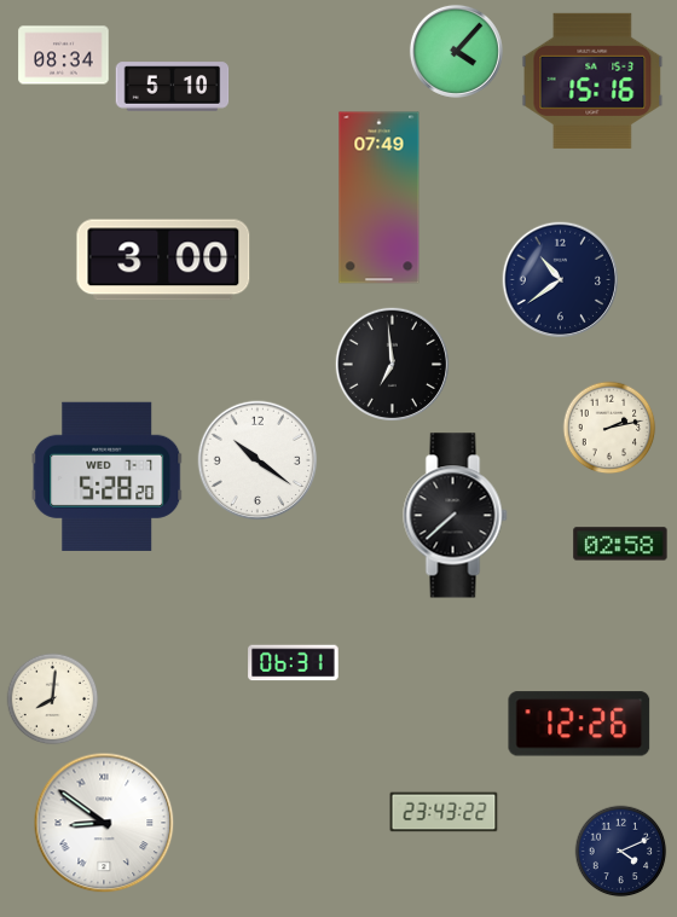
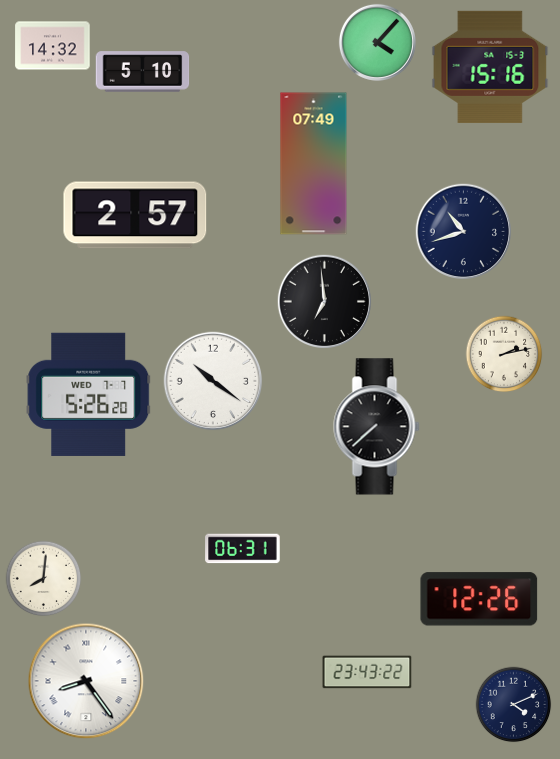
clock at (64, 56): 08:34 -> 14:32
clock at (163, 260): 3:00 -> 2:57
clock at (561, 280): 10:39 -> 10:42
clock at (108, 476): 5:28 -> 5:26
clock at (620, 544): 02:58 -> none
clock at (104, 823): 8:51 -> 8:24
